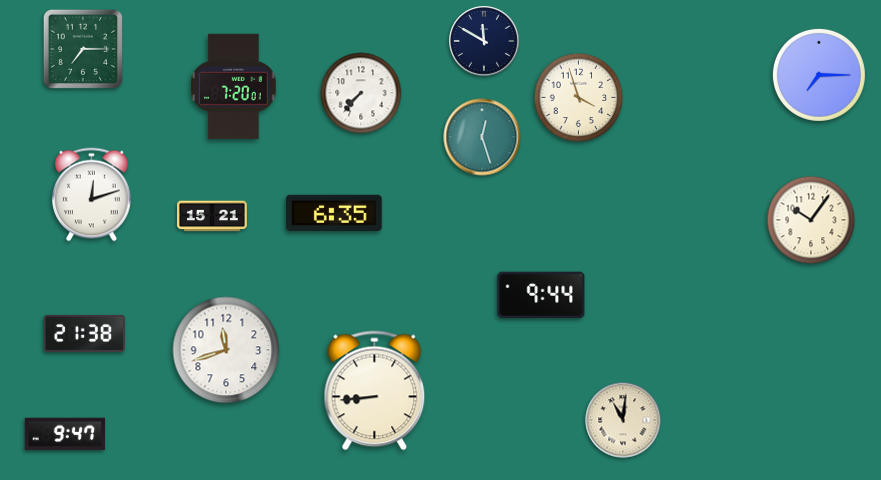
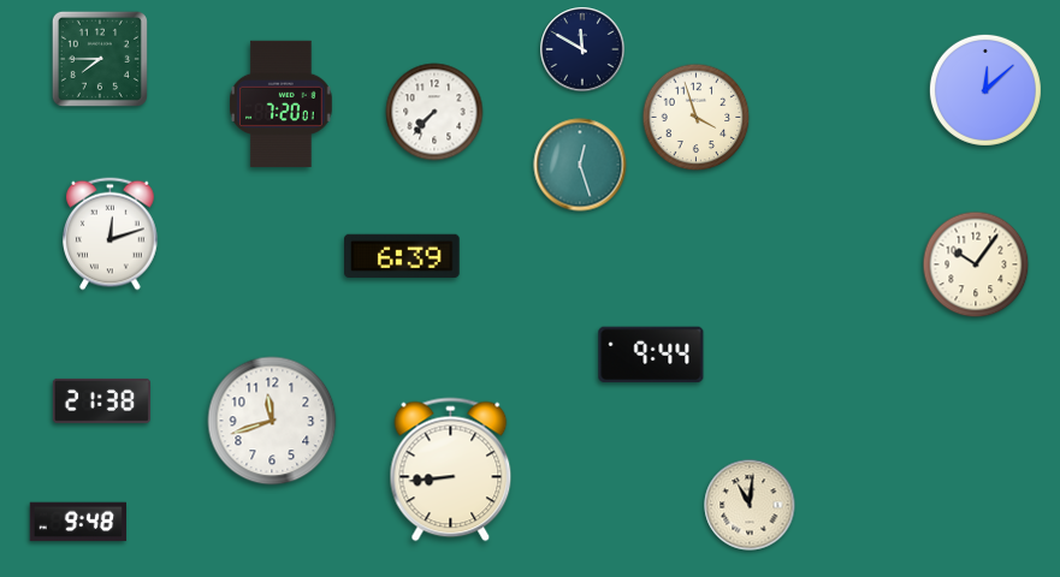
clock at (83, 49): 7:15 -> 7:45
clock at (819, 75): 7:15 -> 12:08
clock at (335, 212): 6:35 -> 6:39
clock at (213, 216): 15:21 -> none
clock at (64, 434): 9:47 -> 9:48
